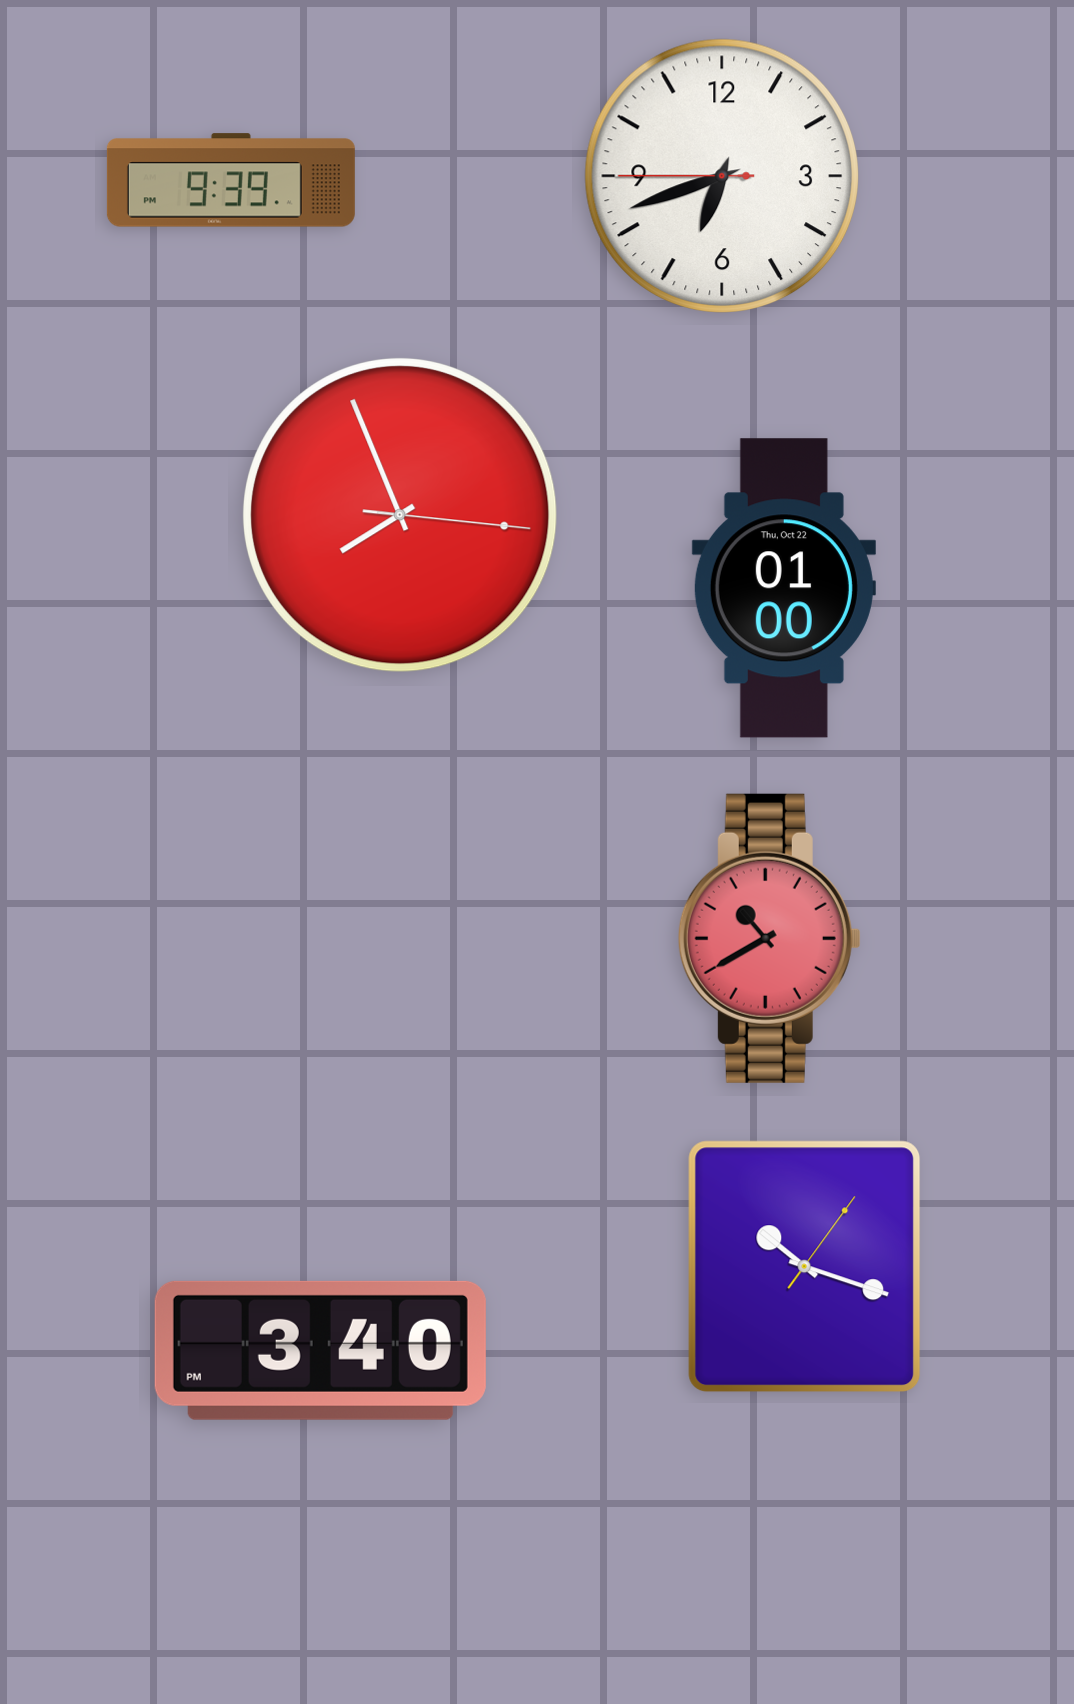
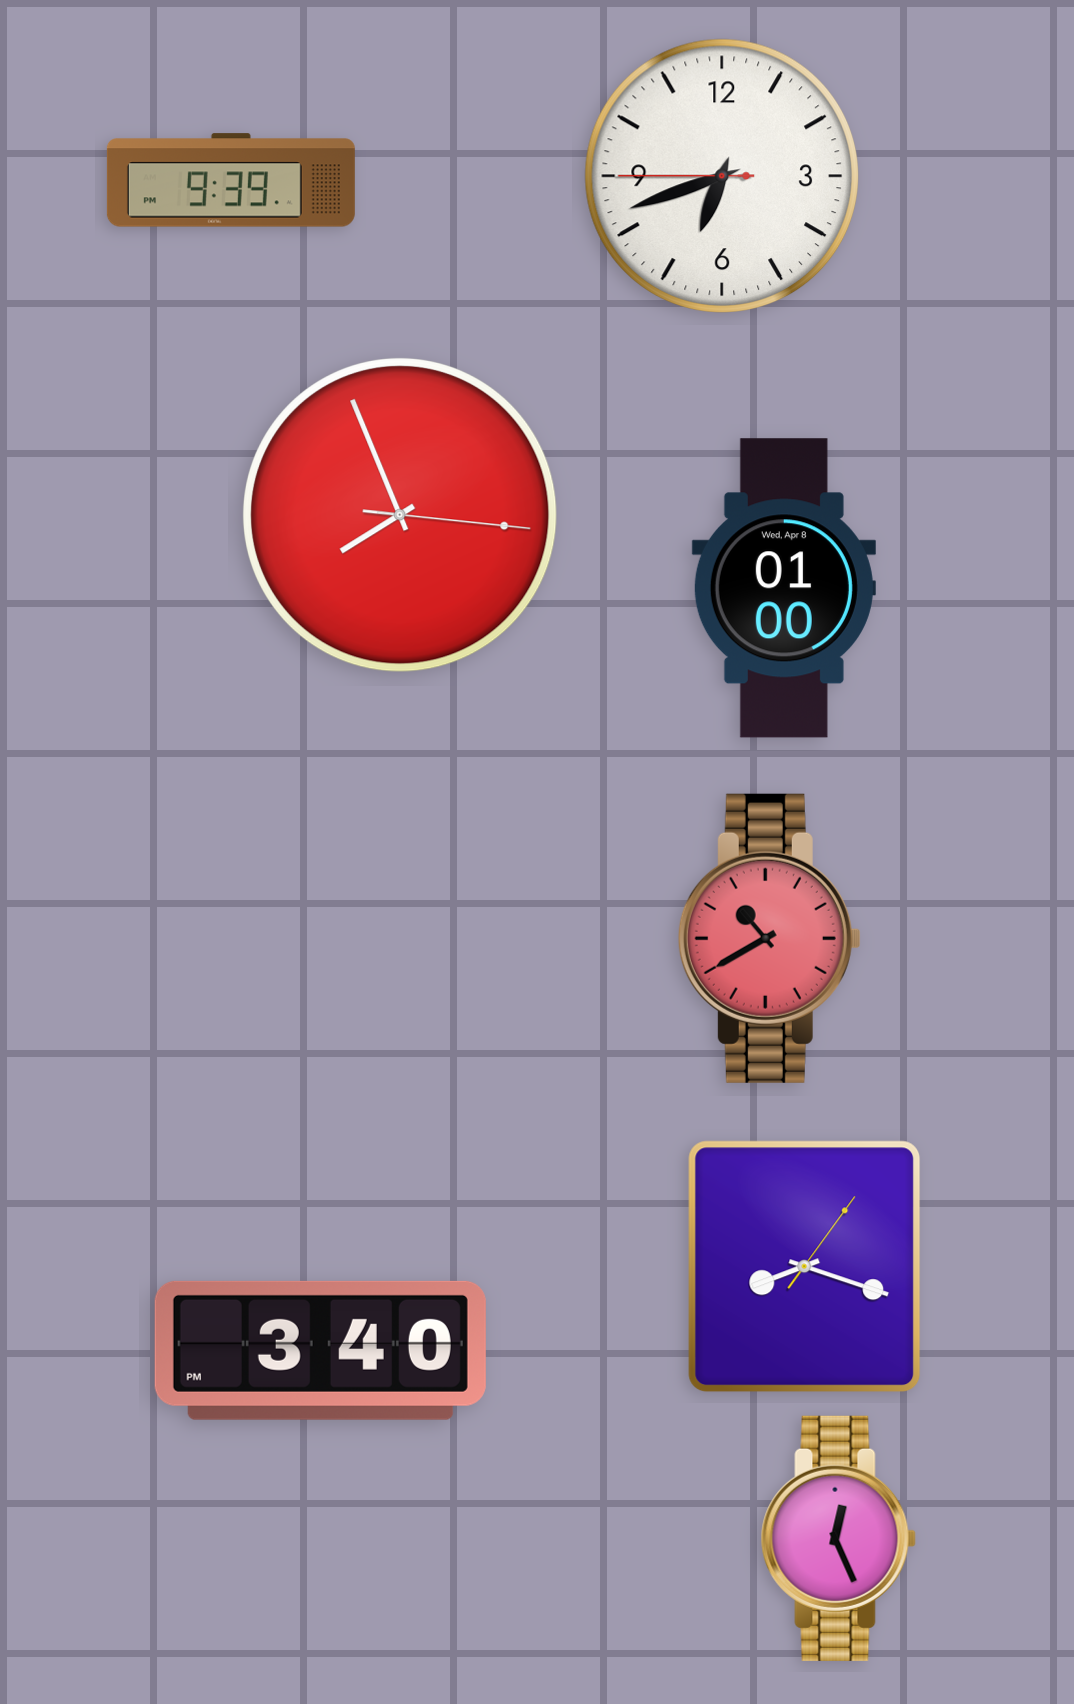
clock at (784, 588) date: Thu, Oct 22 -> Wed, Apr 8
clock at (805, 1267): 10:18 -> 8:18
clock at (838, 1538): none -> 12:26
